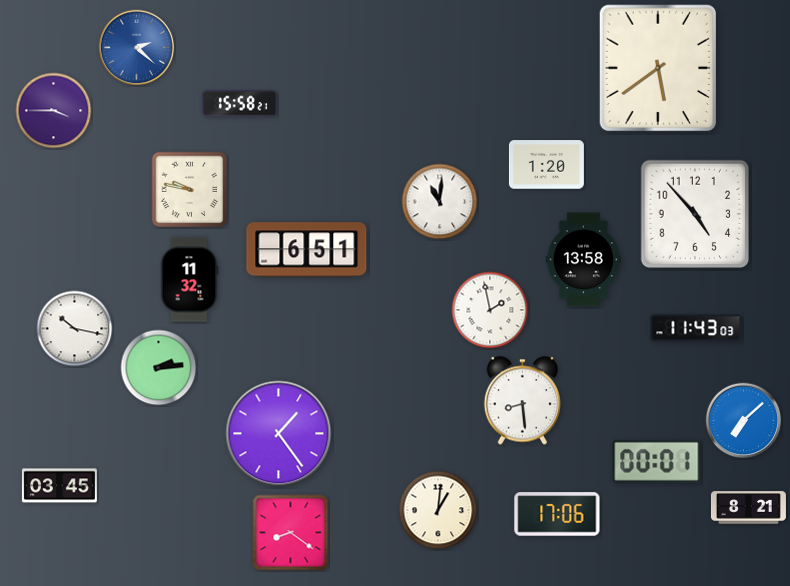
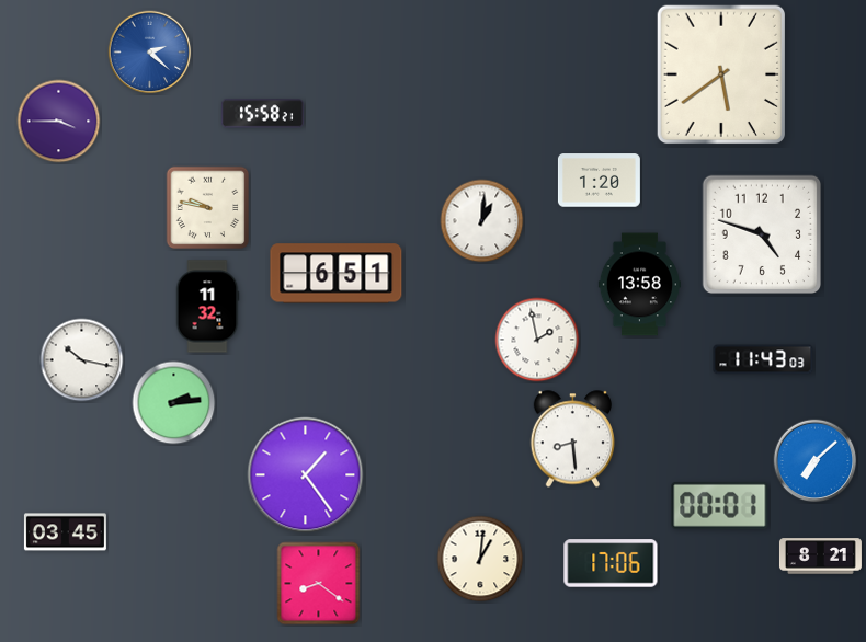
clock at (440, 202): 11:01 -> 1:01
clock at (695, 214): 4:53 -> 4:48
